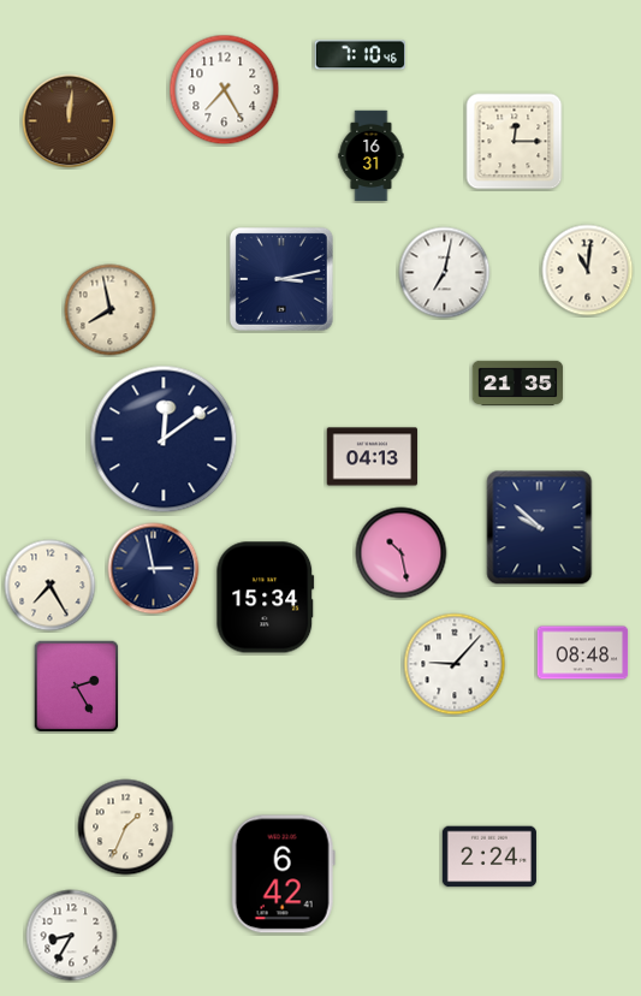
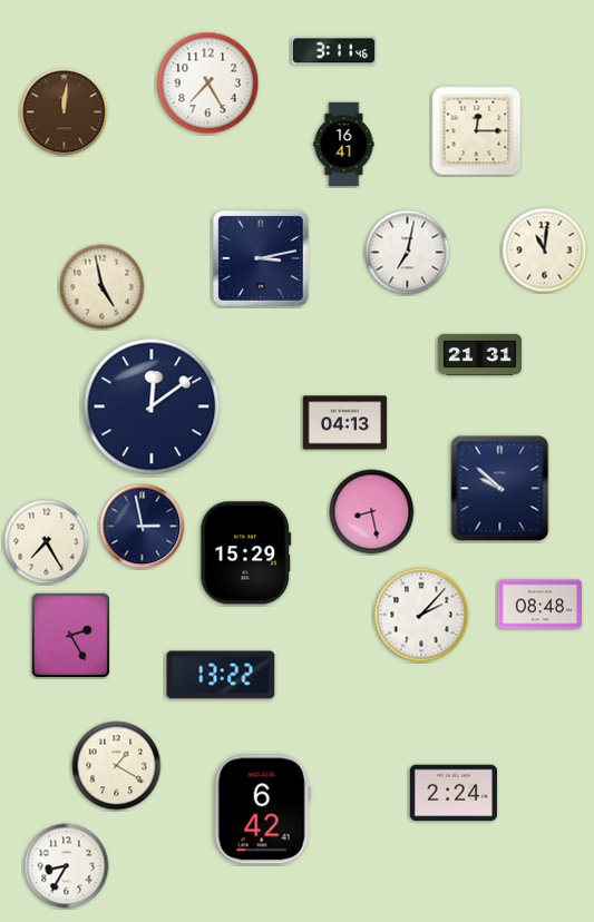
clock at (360, 55): 7:10 -> 3:11
clock at (372, 156): 16:31 -> 16:41
clock at (445, 273) position: (445, 273) -> (408, 253)
clock at (111, 310): 7:58 -> 4:58
clock at (518, 383): 21:35 -> 21:31
clock at (402, 553): 10:28 -> 8:28
clock at (266, 598): 15:34 -> 15:29
clock at (455, 664): 9:07 -> 2:07
clock at (221, 675): none -> 13:22
clock at (126, 828): 1:34 -> 1:20
